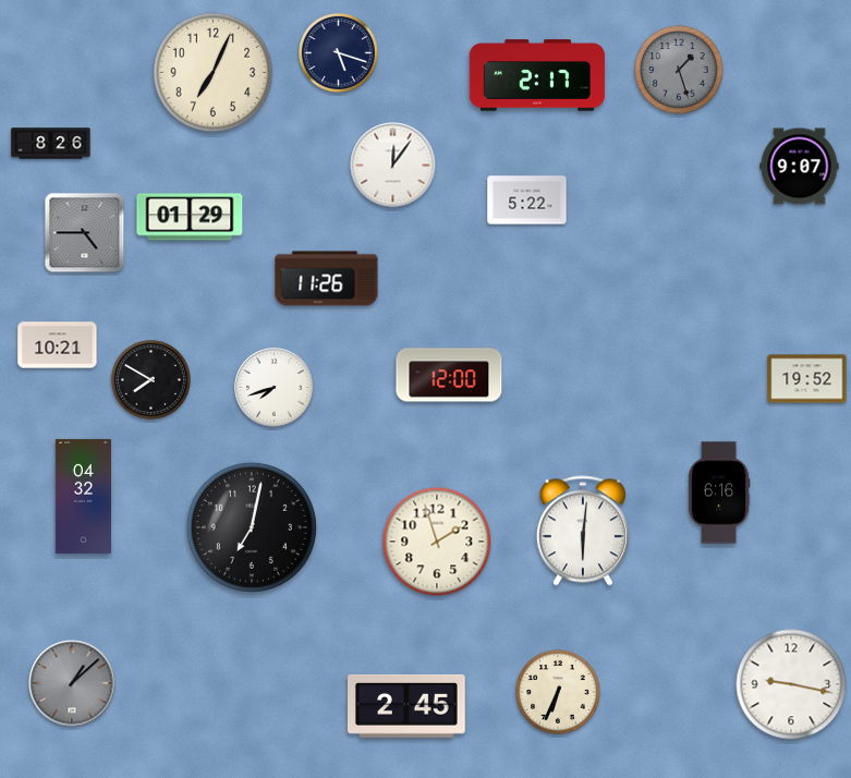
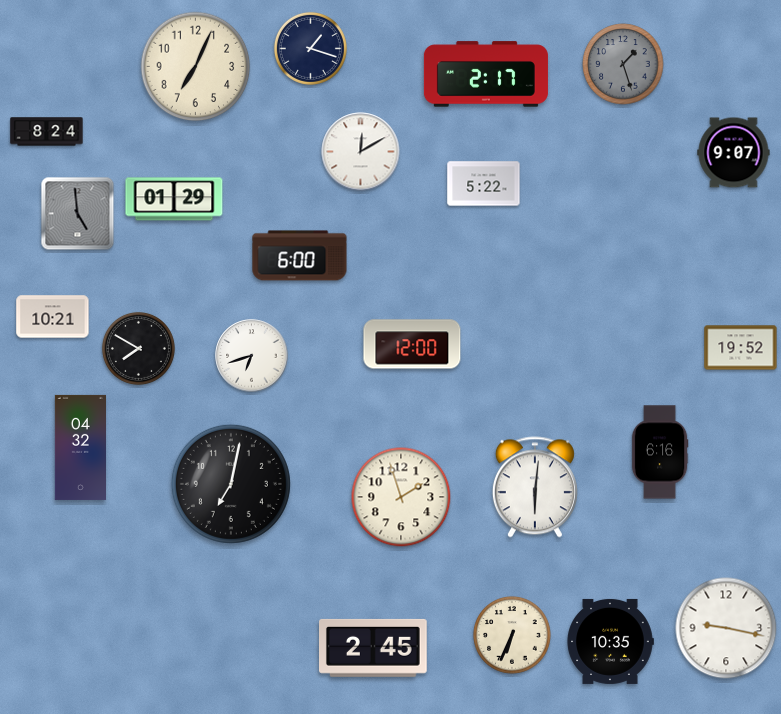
clock at (338, 52): 5:18 -> 1:18
clock at (537, 75) position: (537, 75) -> (486, 74)
clock at (51, 144): 8:26 -> 8:24
clock at (393, 166): 12:06 -> 12:10
clock at (85, 233): 4:45 -> 4:59
clock at (327, 279): 11:26 -> 6:00
clock at (275, 388): 7:42 -> 6:42
clock at (83, 496) position: (83, 496) -> (80, 447)
clock at (72, 683): 1:08 -> none
clock at (610, 641): none -> 10:35
